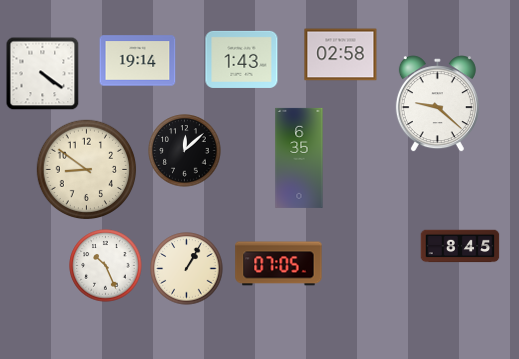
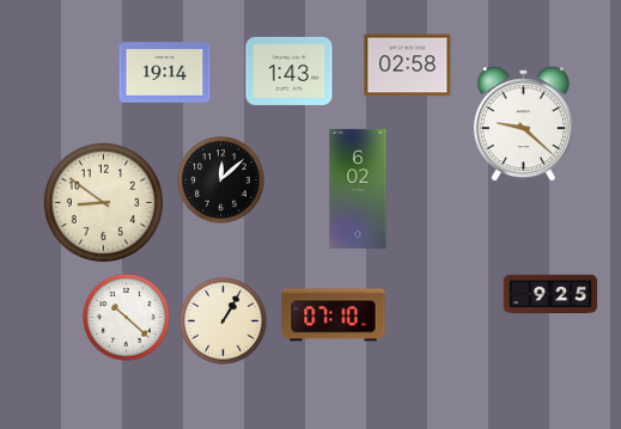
clock at (43, 74): 4:21 -> none
clock at (299, 158): 6:35 -> 6:02
clock at (460, 246): 8:45 -> 9:25
clock at (279, 264): 07:05 -> 07:10
clock at (106, 266): 10:26 -> 10:22
